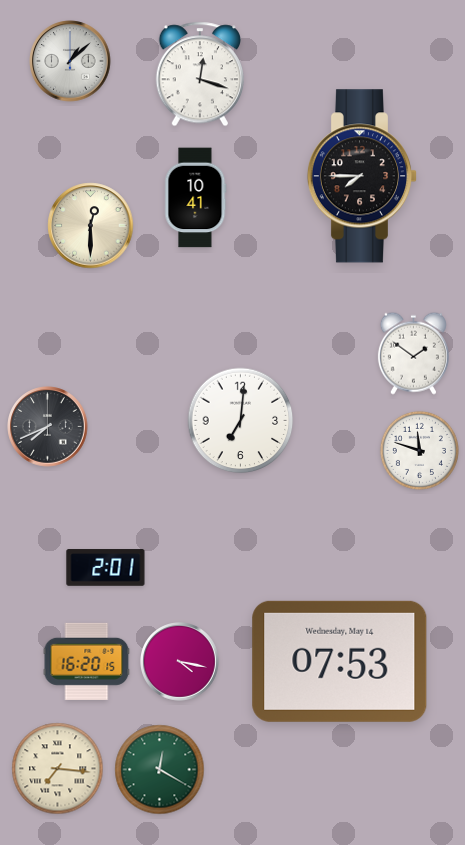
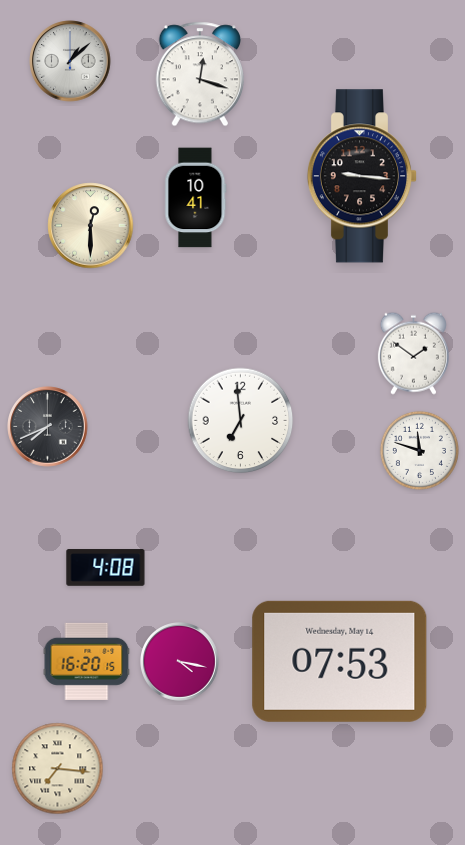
clock at (362, 176): 7:45 -> 9:16
clock at (241, 421): 7:01 -> 6:59
clock at (106, 568): 2:01 -> 4:08
clock at (160, 770): 12:20 -> none
